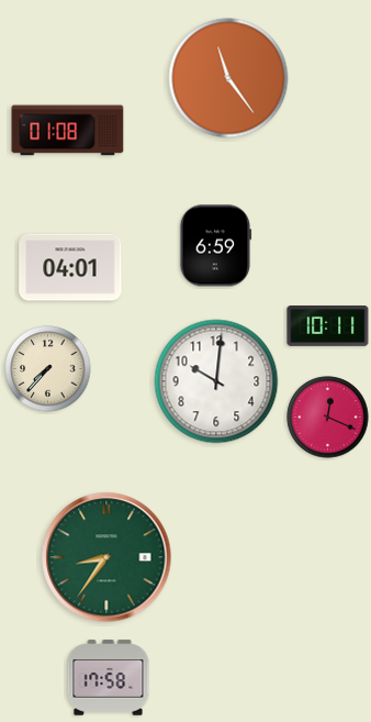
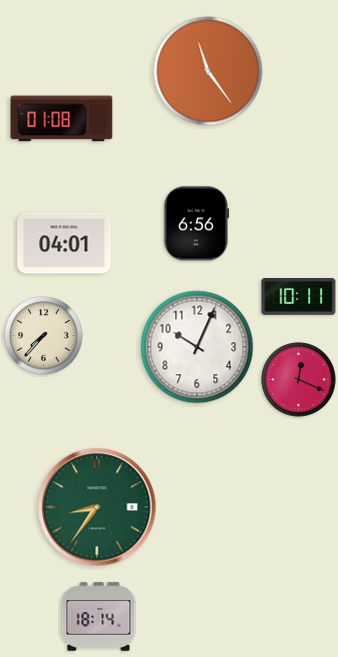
clock at (215, 246): 6:59 -> 6:56
clock at (216, 381): 10:01 -> 10:04
clock at (109, 678): 17:58 -> 18:14
